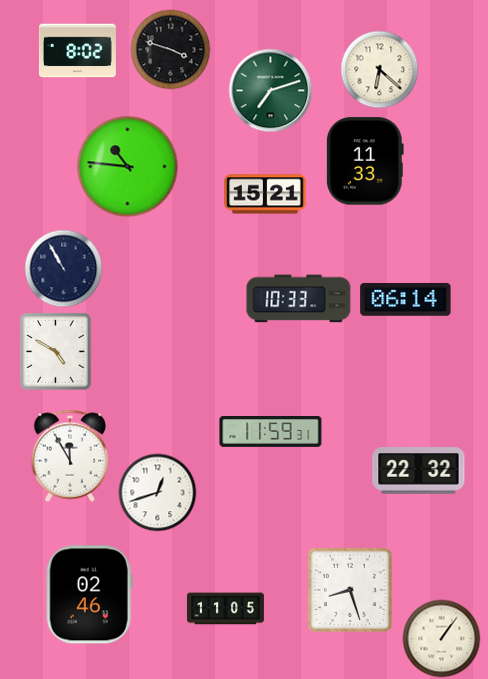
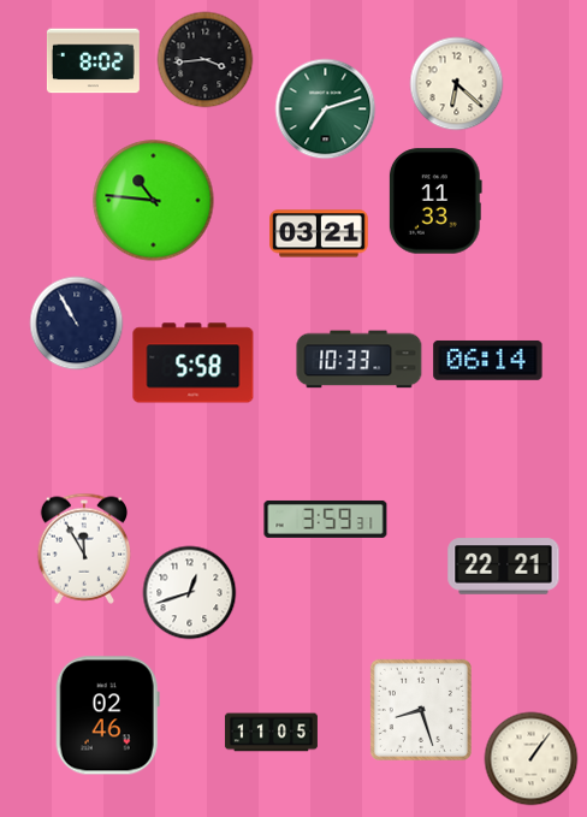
clock at (170, 49): 3:48 -> 3:44
clock at (365, 161) position: (365, 161) -> (435, 201)
clock at (265, 194): 15:21 -> 03:21
clock at (194, 363): none -> 5:58
clock at (56, 351): 4:50 -> none
clock at (271, 431): 11:59 -> 3:59
clock at (419, 471): 22:32 -> 22:21
clock at (441, 638) position: (441, 638) -> (530, 758)
